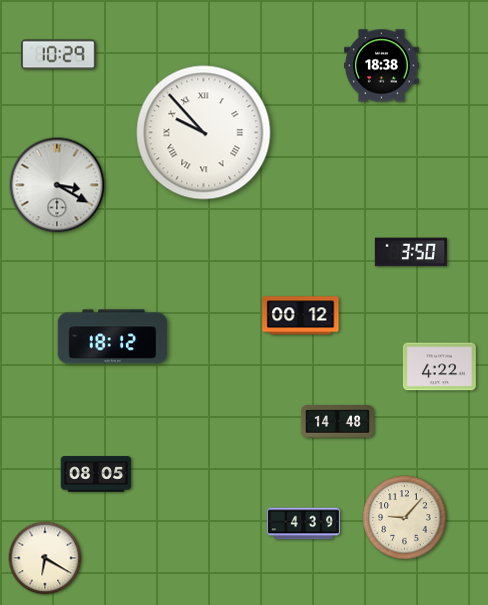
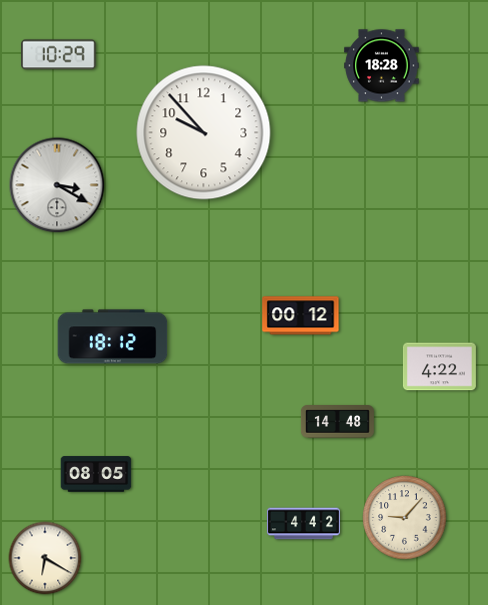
clock at (382, 66): 18:38 -> 18:28
clock at (204, 133) numerals: Roman -> Arabic
clock at (411, 252): 3:50 -> none
clock at (303, 524): 4:39 -> 4:42
